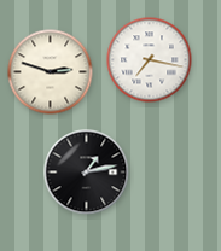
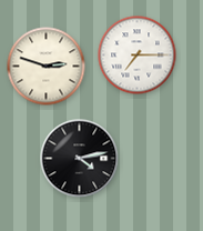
clock at (150, 60): 7:17 -> 7:15
clock at (87, 173): 1:13 -> 4:13
